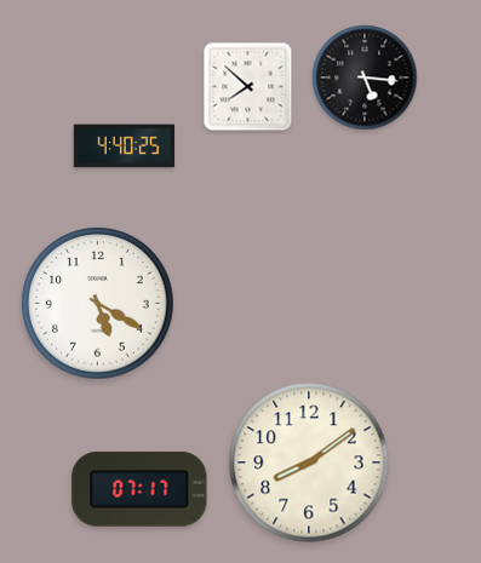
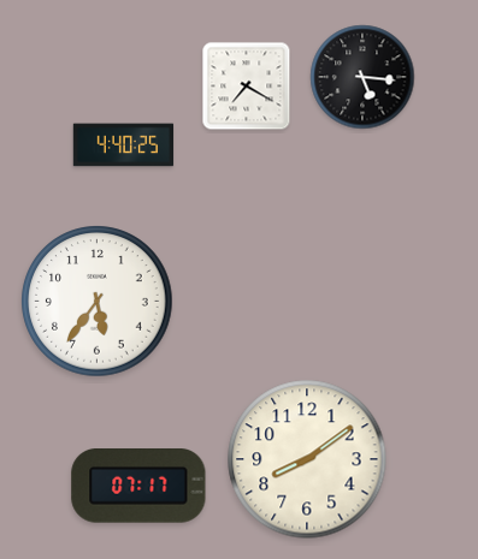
clock at (248, 87): 7:52 -> 7:20
clock at (98, 304): 5:20 -> 5:36
